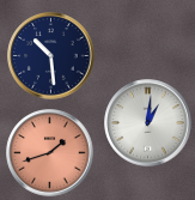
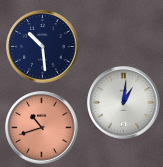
clock at (50, 153): 1:42 -> 10:42
